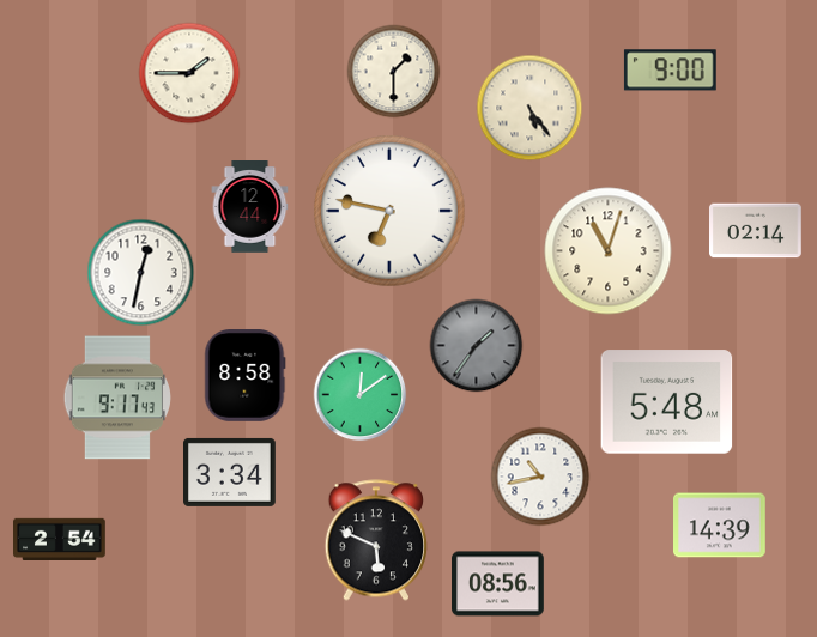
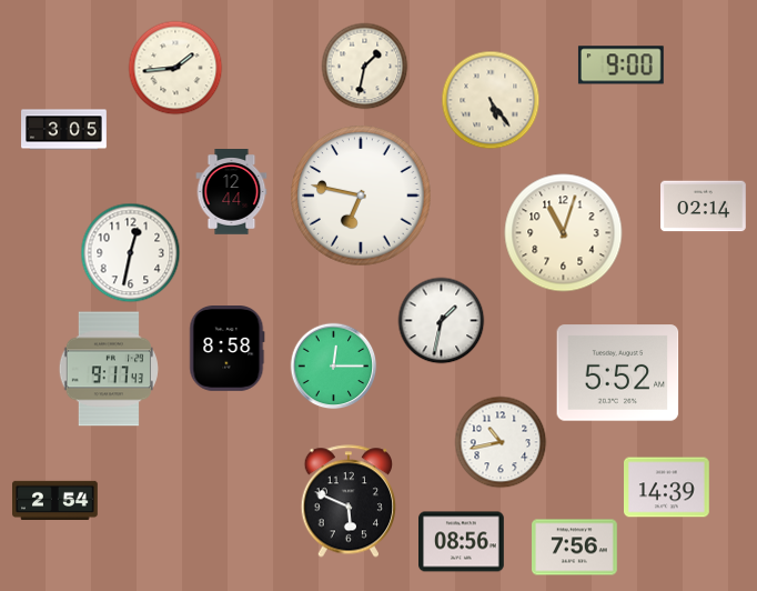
clock at (393, 71): 1:30 -> 1:32
clock at (189, 73): 1:45 -> 1:44
clock at (64, 130): none -> 3:05
clock at (756, 231) position: (756, 231) -> (704, 207)
clock at (476, 345): 1:36 -> 1:32
clock at (476, 345) dial: grey -> white
clock at (359, 394): 12:09 -> 12:15
clock at (667, 402): 5:48 -> 5:52
clock at (230, 472): 3:34 -> none
clock at (575, 548): none -> 7:56
